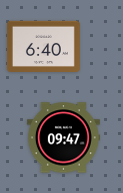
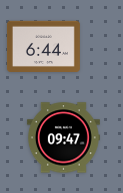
clock at (43, 46): 6:40 -> 6:44
